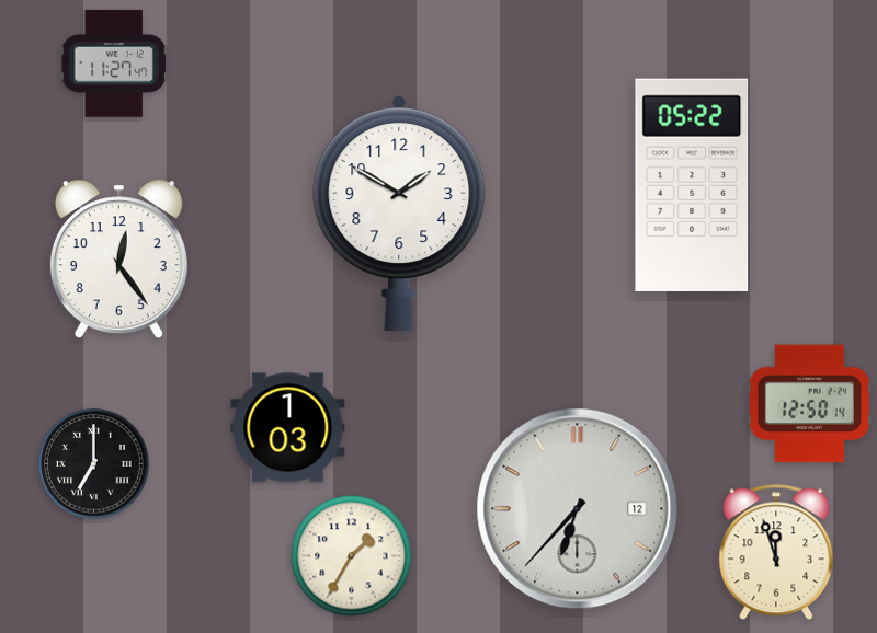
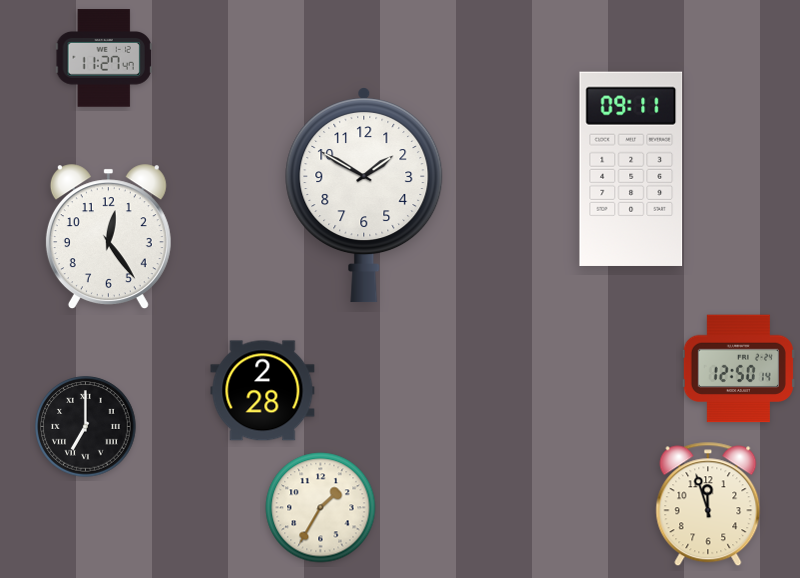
clock at (692, 185): 05:22 -> 09:11
clock at (288, 428): 1:03 -> 2:28
clock at (94, 464) position: (94, 464) -> (86, 427)
clock at (578, 509): 6:37 -> none
